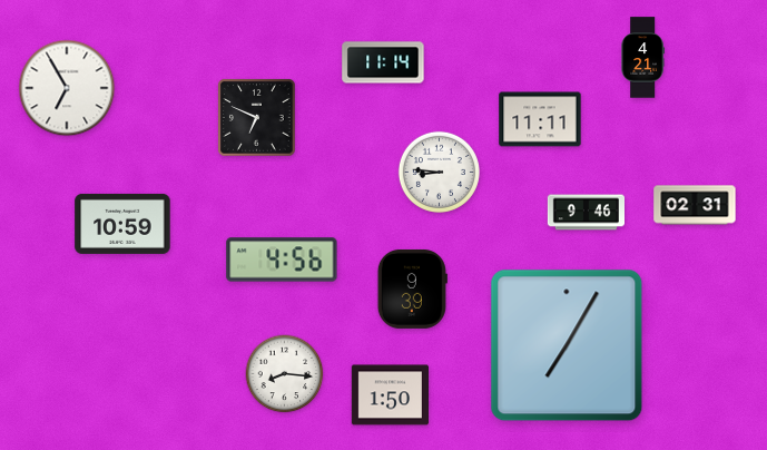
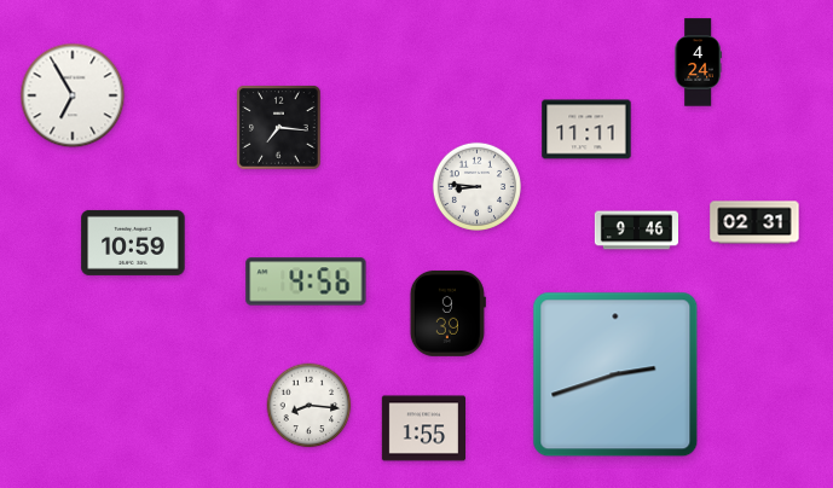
clock at (642, 58): 4:21 -> 4:24
clock at (383, 62): 11:14 -> none
clock at (257, 118): 6:49 -> 7:16
clock at (567, 345): 7:05 -> 2:42
clock at (390, 395): 1:50 -> 1:55
